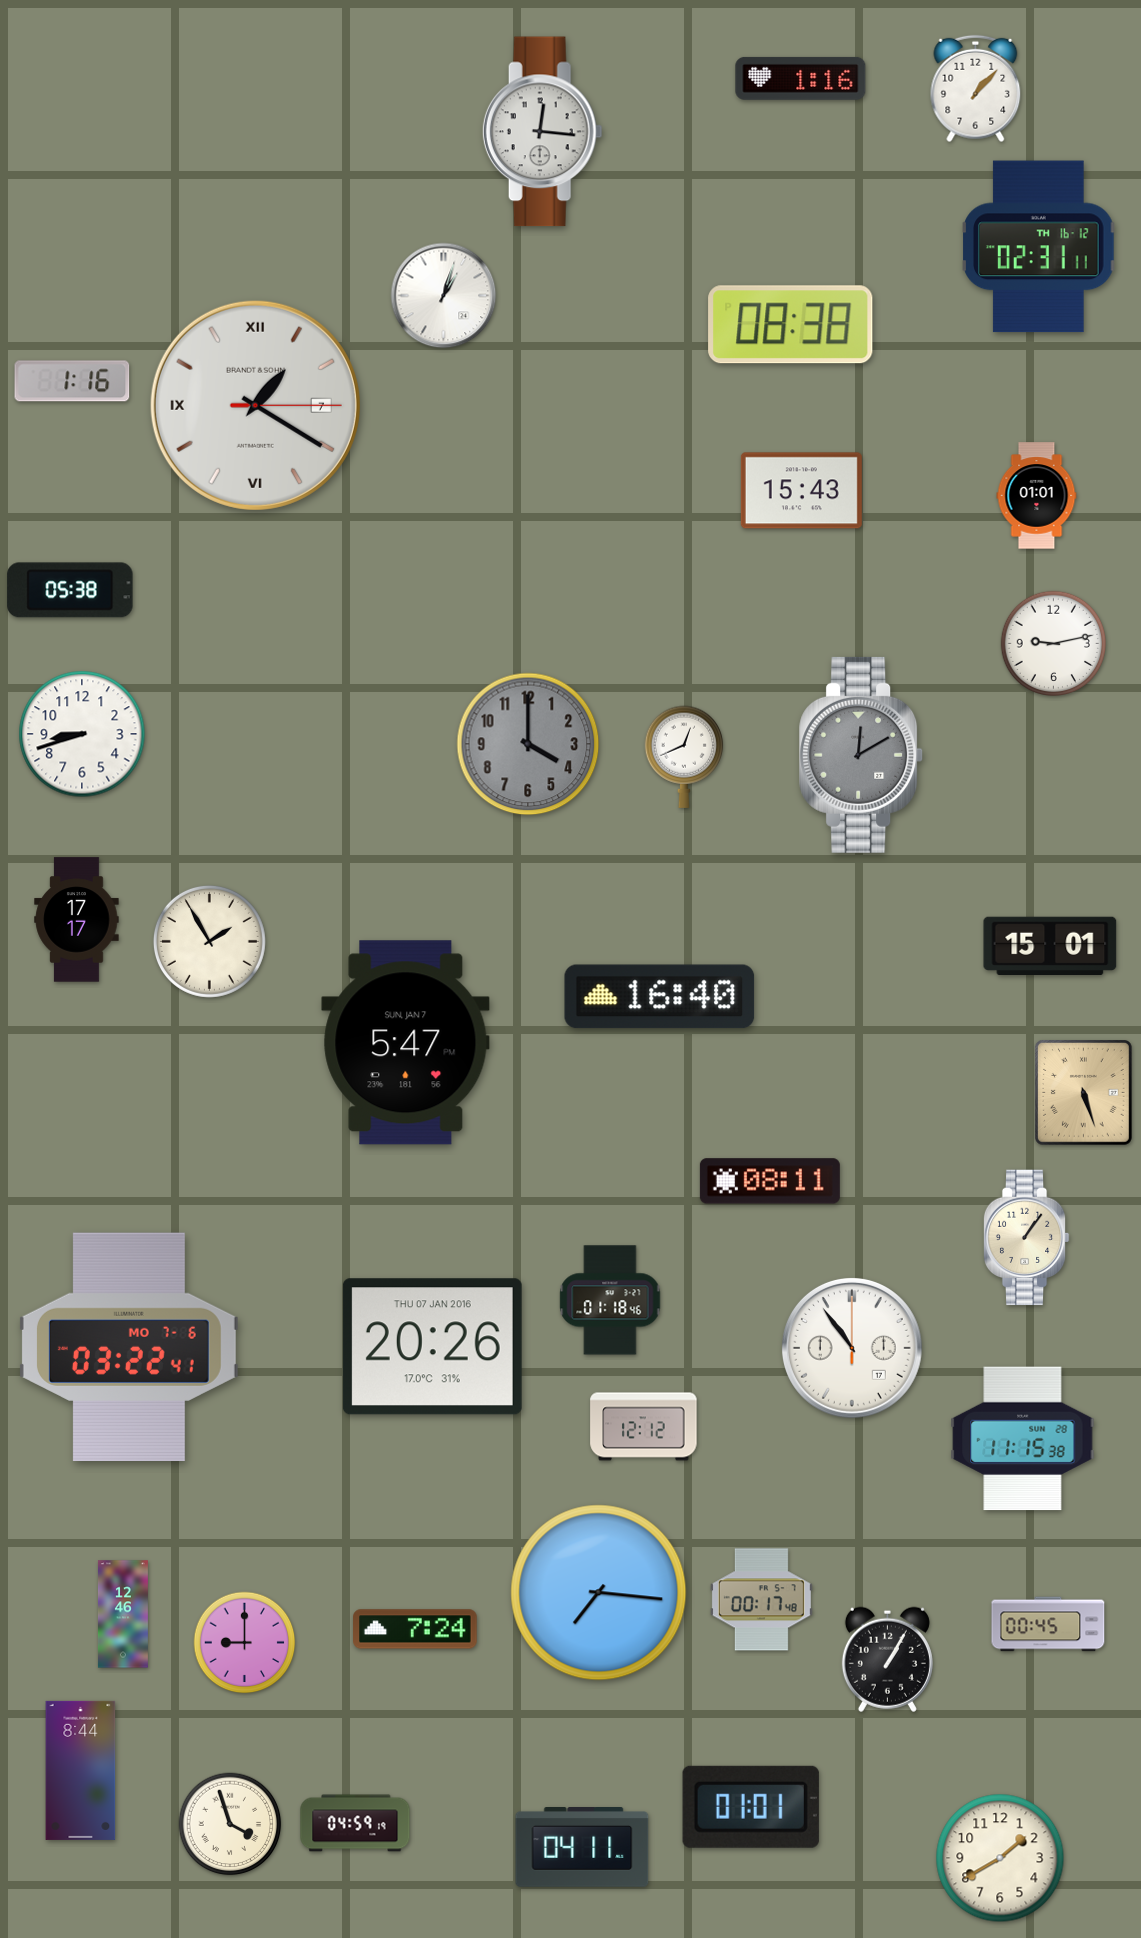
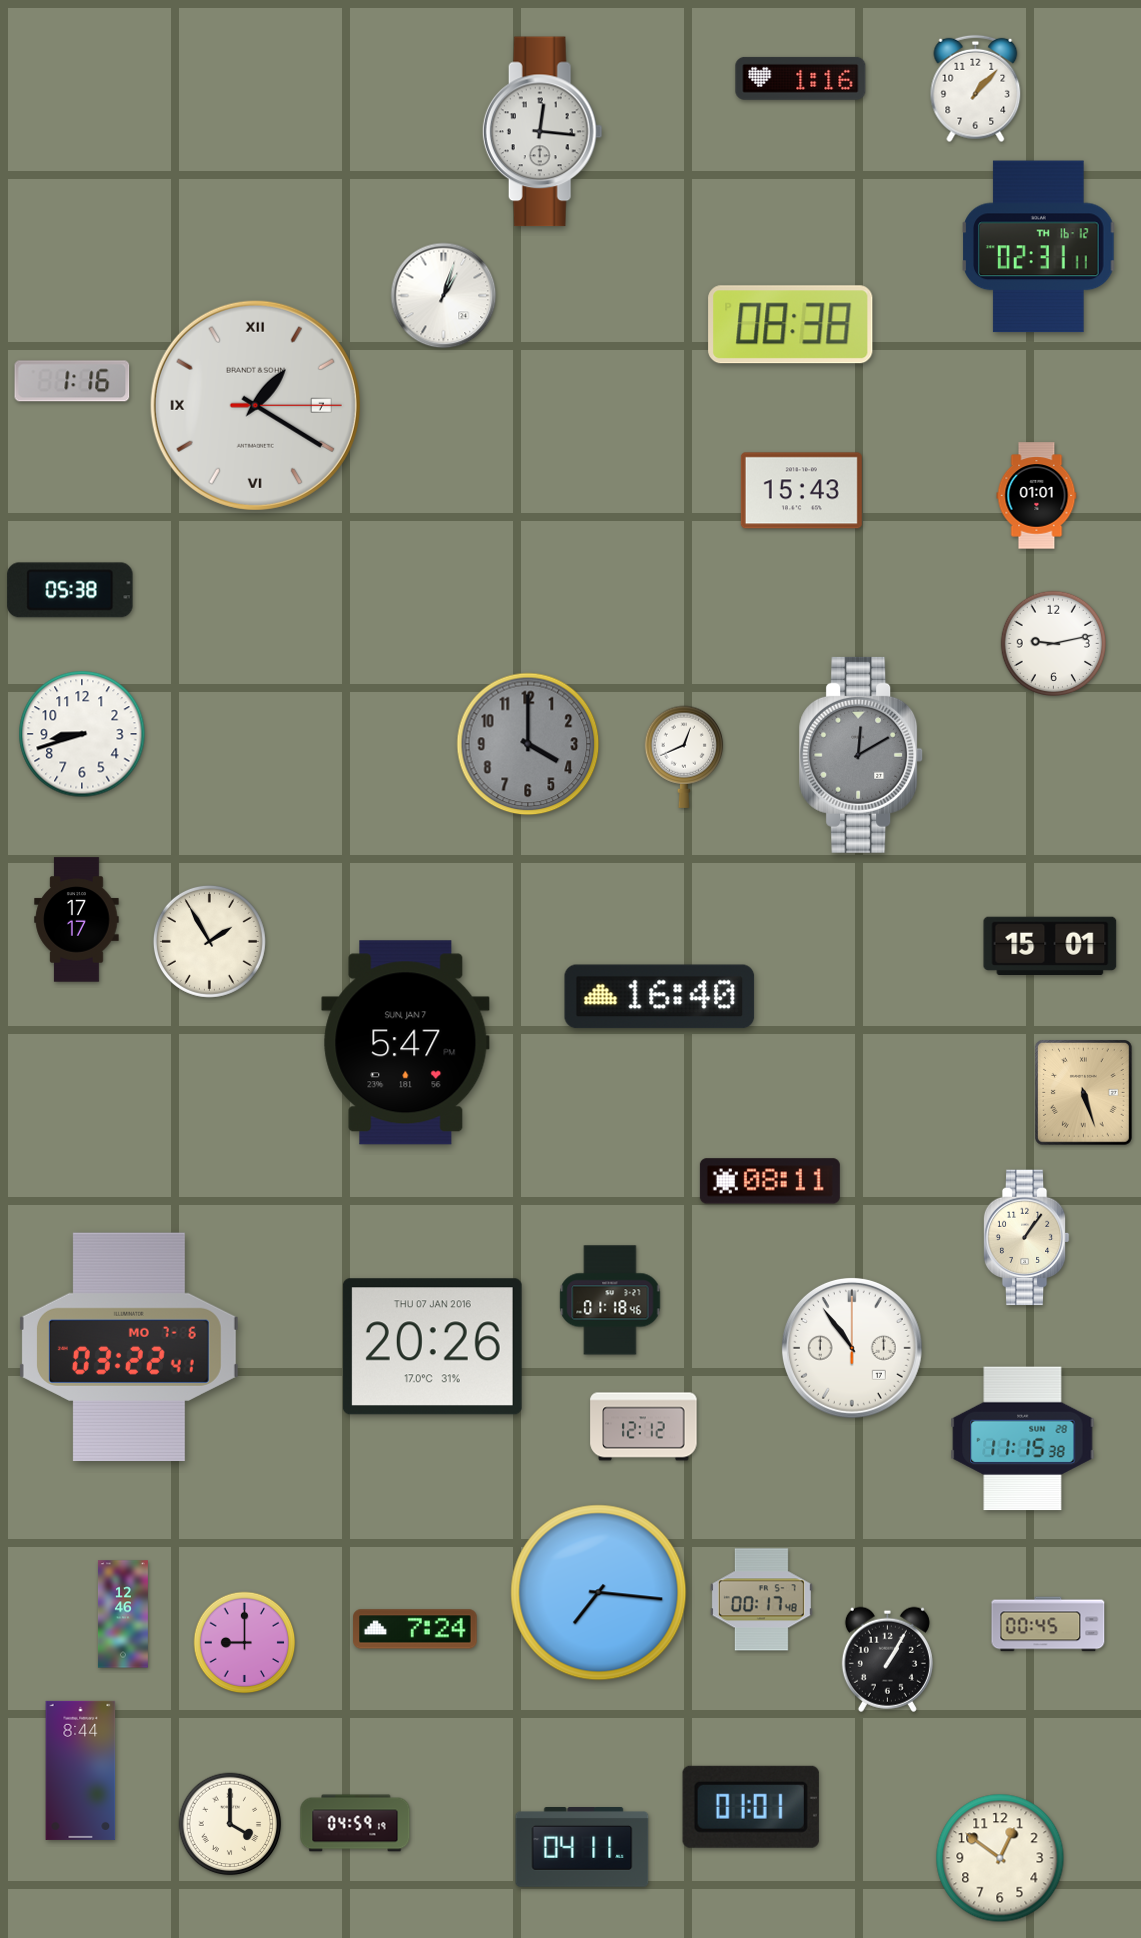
clock at (230, 1824): 3:57 -> 4:00
clock at (1000, 1858): 1:40 -> 12:51
